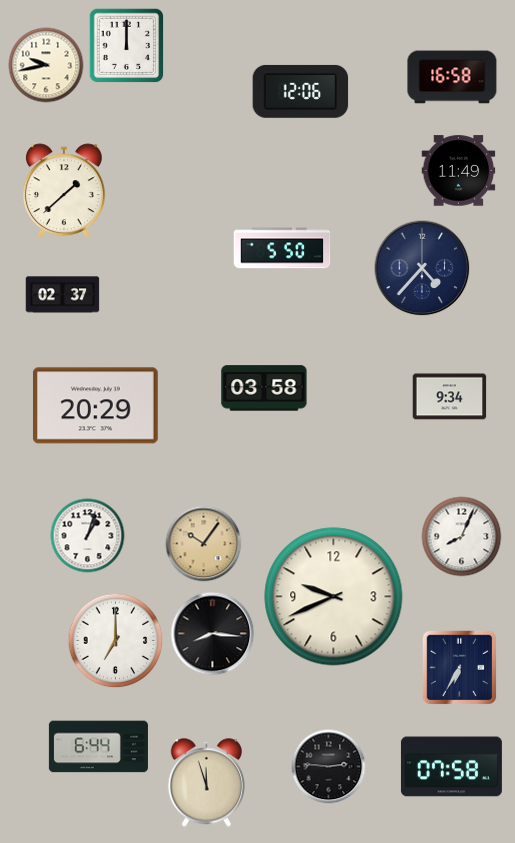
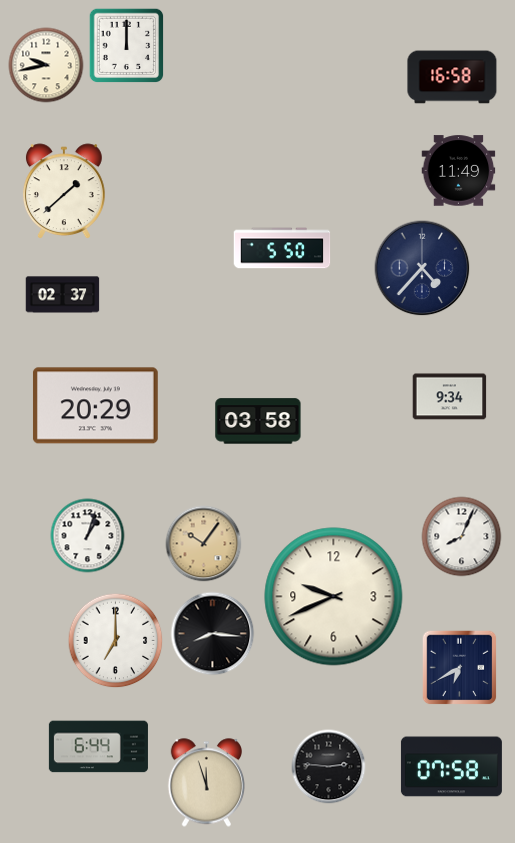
clock at (301, 91): 12:06 -> none
clock at (264, 388) position: (264, 388) -> (258, 421)
clock at (460, 668): 6:35 -> 6:40
